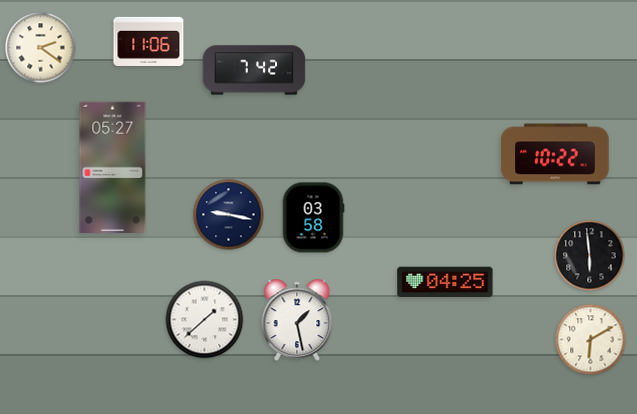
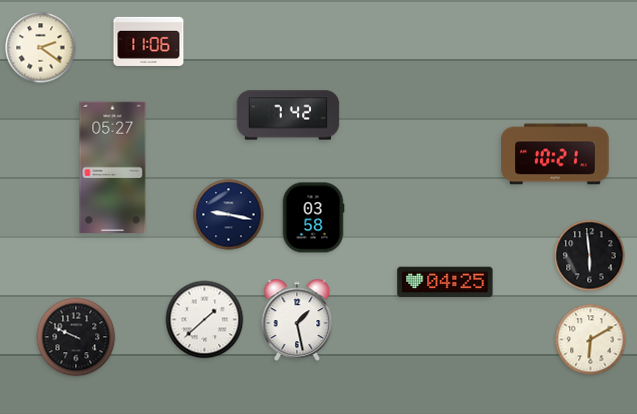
clock at (254, 70) position: (254, 70) -> (288, 115)
clock at (555, 154): 10:22 -> 10:21
clock at (76, 337): none -> 9:49
